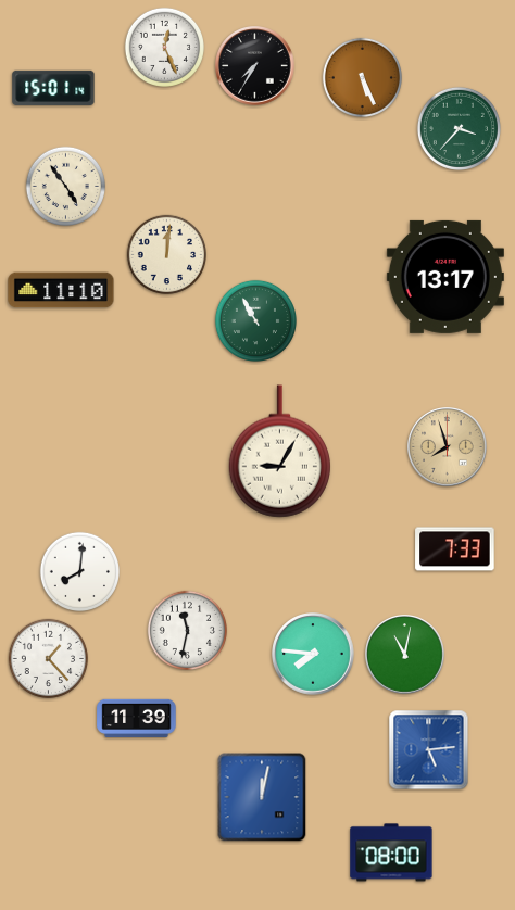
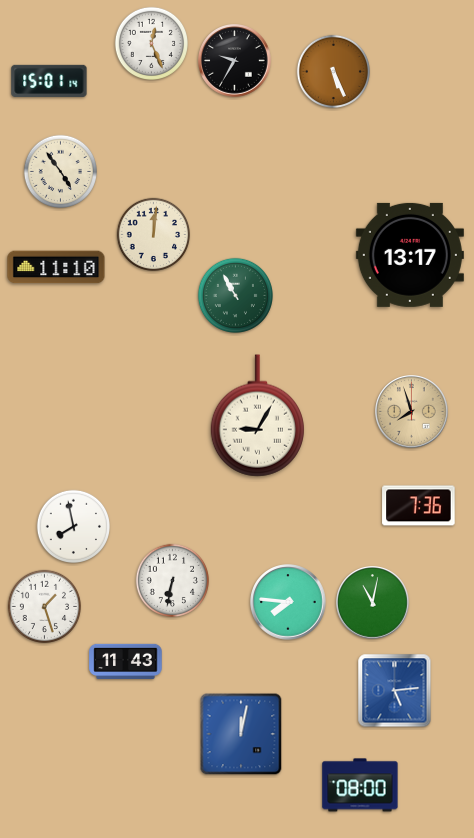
clock at (255, 66): 7:35 -> 9:35
clock at (459, 128): 3:37 -> none
clock at (455, 549): 7:33 -> 7:36
clock at (79, 571): 8:01 -> 7:58
clock at (187, 630): 11:32 -> 6:32
clock at (48, 658): 1:23 -> 1:27
clock at (137, 718): 11:39 -> 11:43
